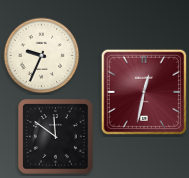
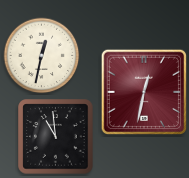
clock at (42, 56): 9:34 -> 12:32
clock at (56, 137): 11:51 -> 10:59
